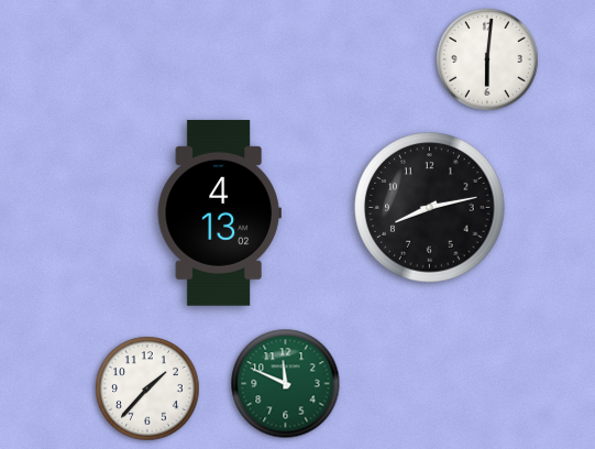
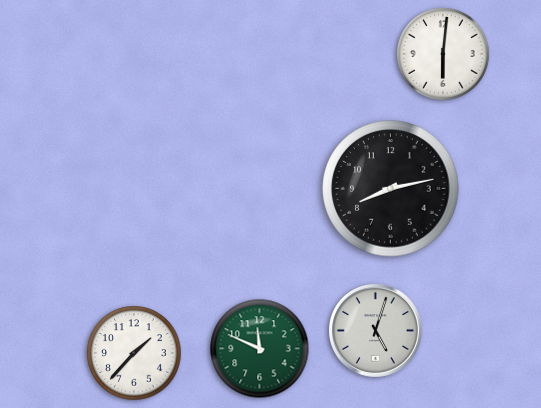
clock at (219, 212): 4:13 -> none
clock at (375, 330): none -> 5:03
